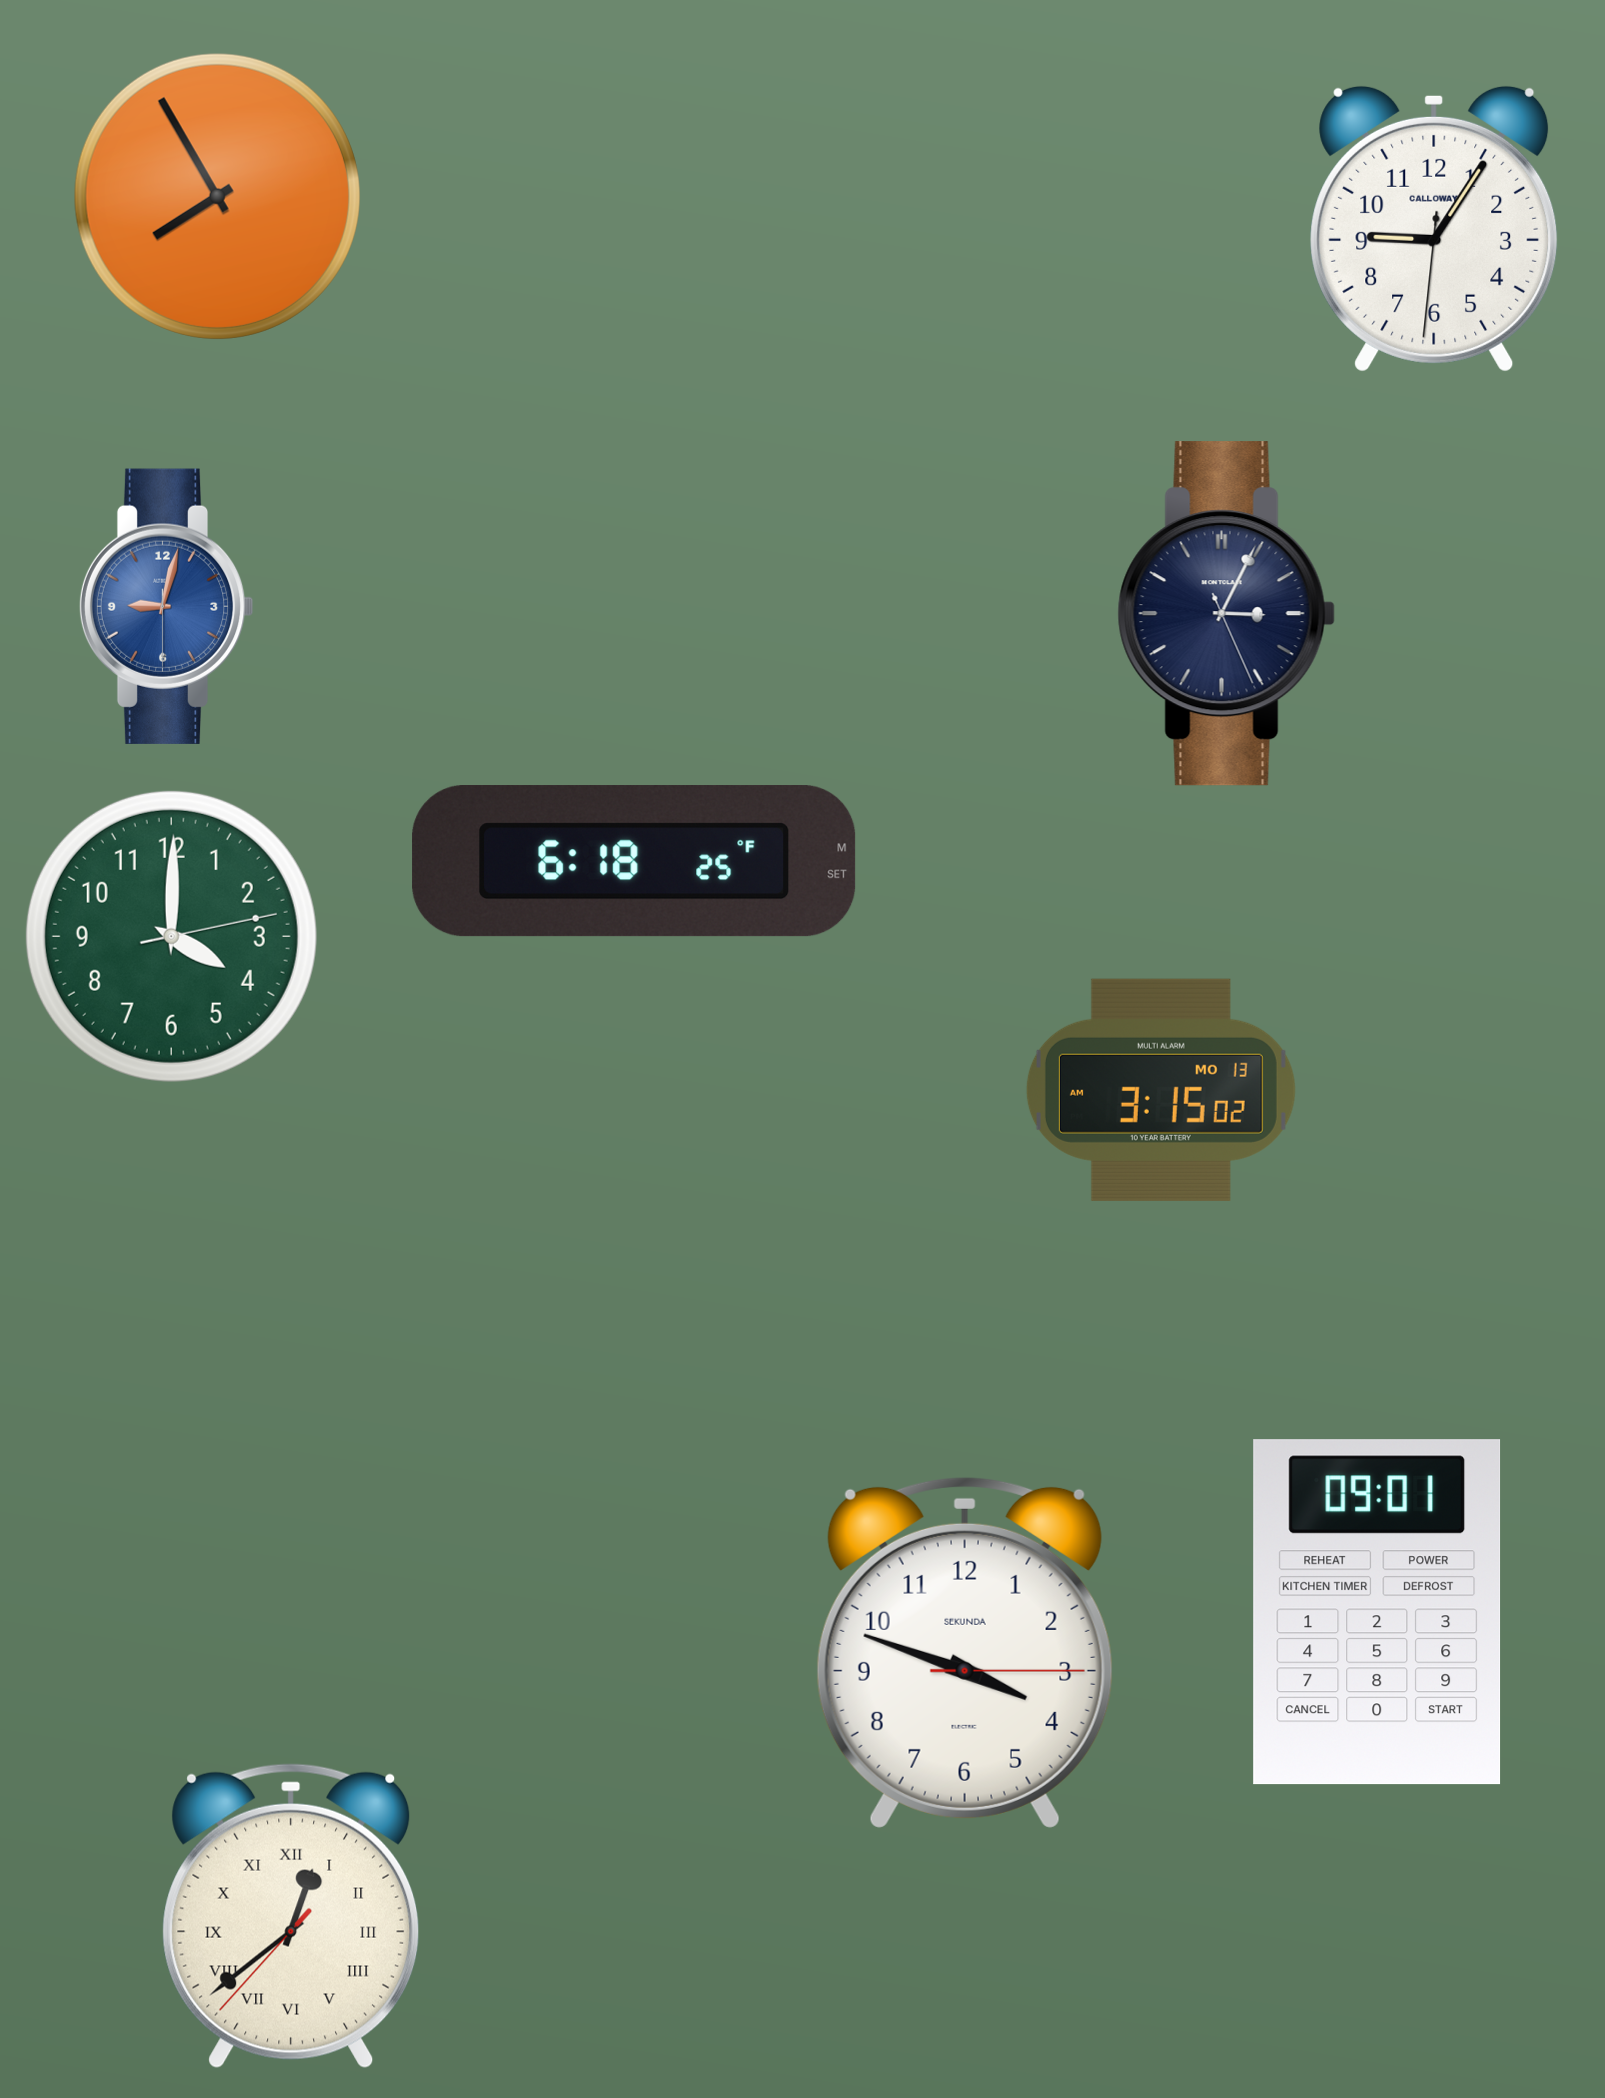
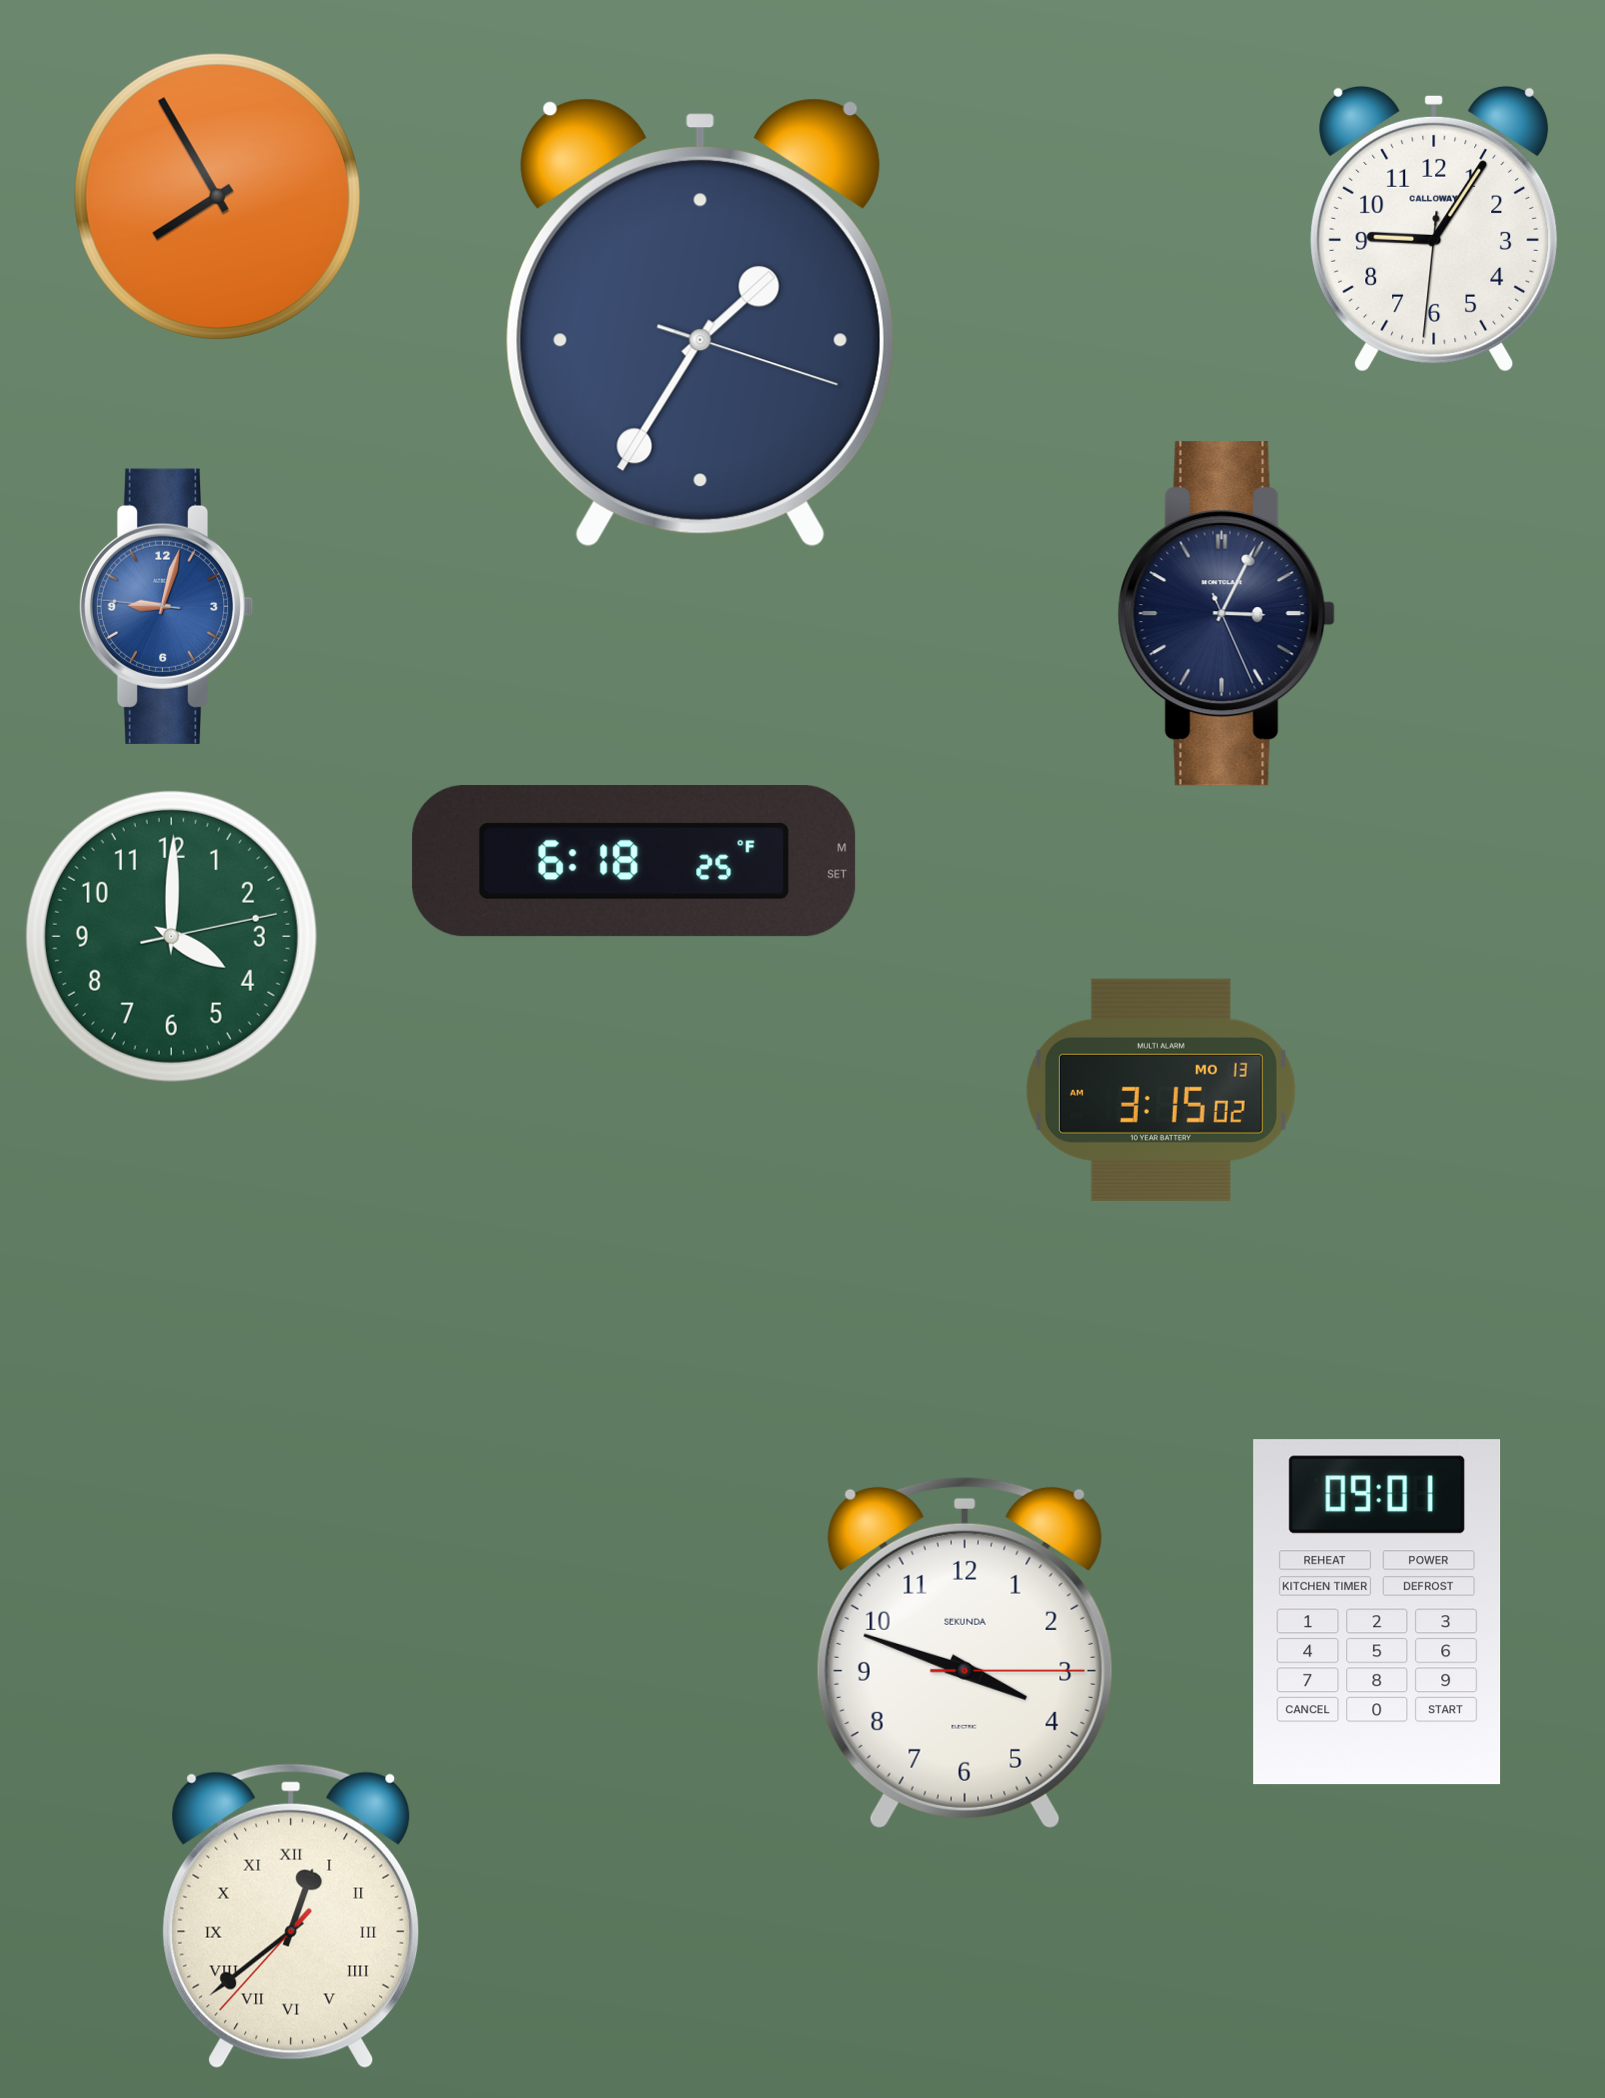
clock at (700, 323): none -> 1:35
clock at (166, 606): 9:02:30 -> 9:02:46
